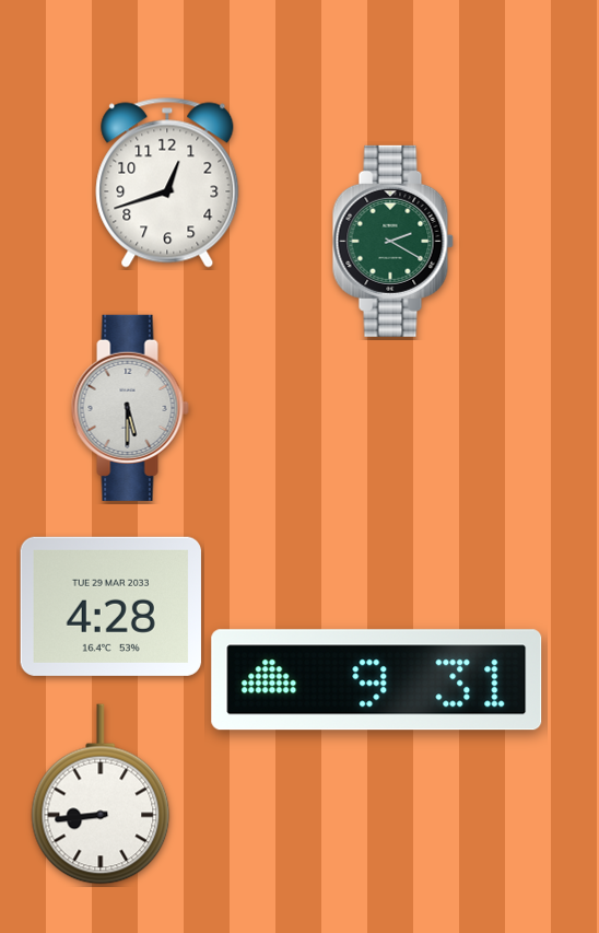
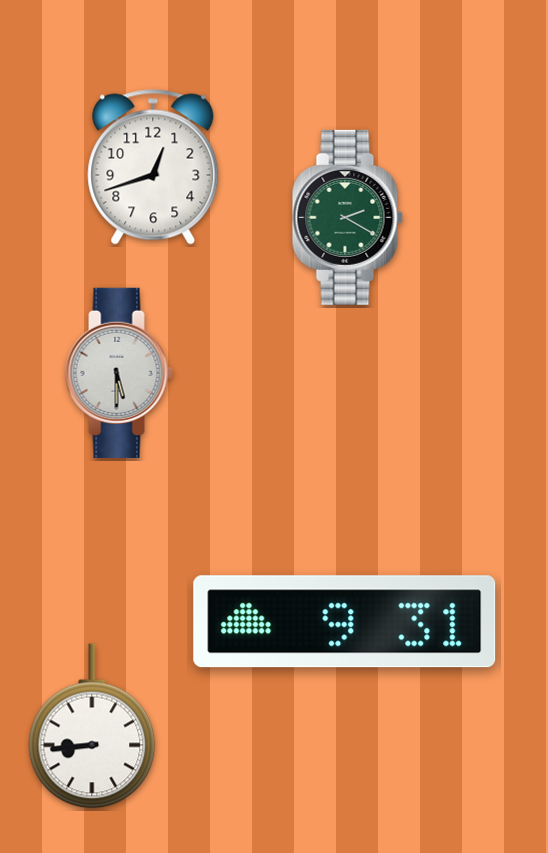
clock at (392, 241) position: (392, 241) -> (347, 217)
clock at (110, 606): 4:28 -> none
